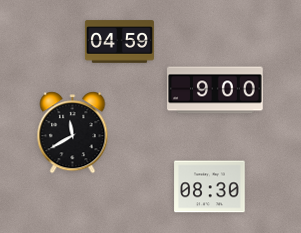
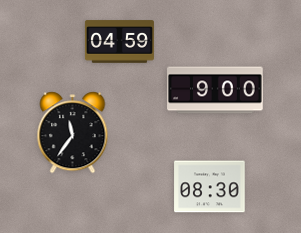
clock at (73, 133): 11:40 -> 11:36
